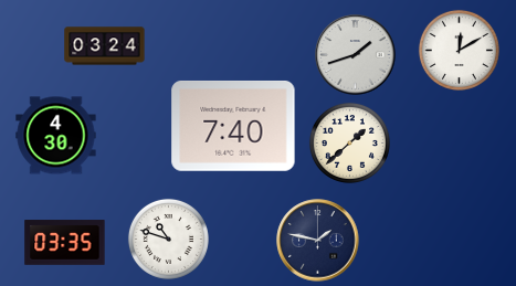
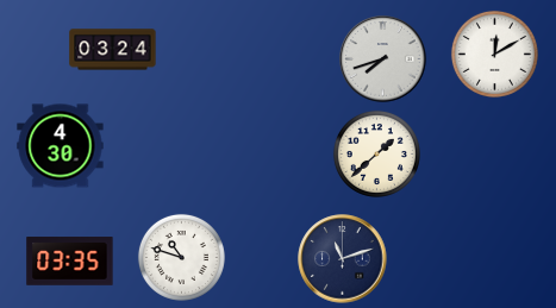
clock at (356, 55): 1:42 -> 7:42
clock at (233, 126): 7:40 -> none
clock at (318, 241): 1:47 -> 11:12
